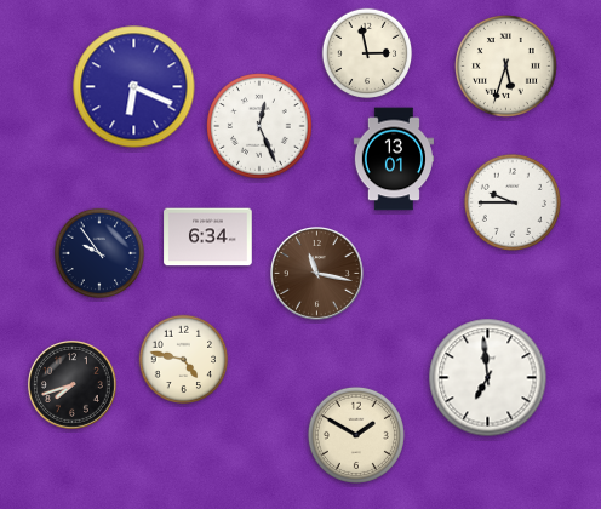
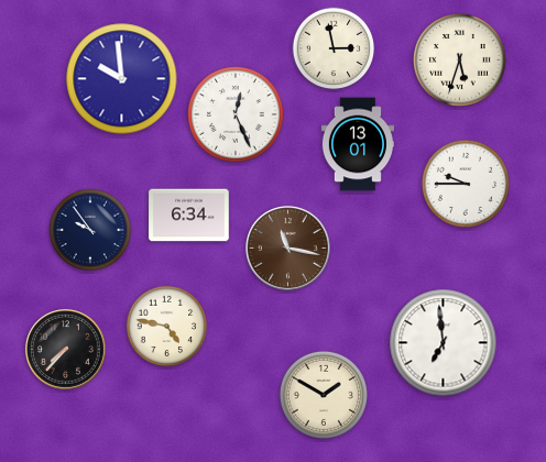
clock at (134, 87): 6:19 -> 9:59
clock at (71, 384): 7:42 -> 7:37
